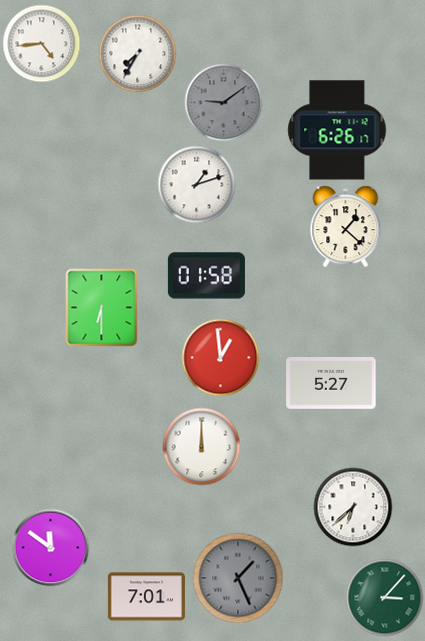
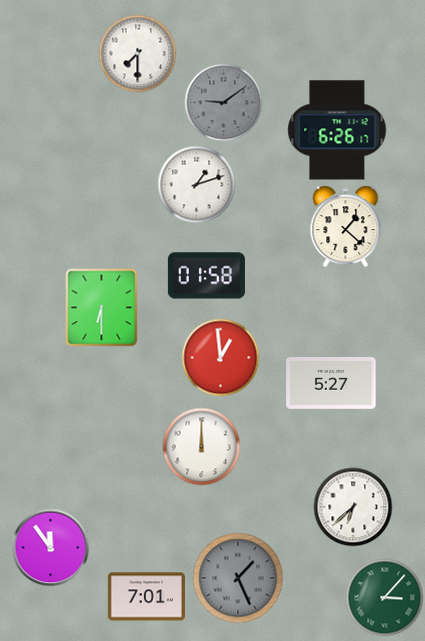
clock at (41, 43): 4:44 -> none
clock at (137, 53): 7:35 -> 7:30
clock at (50, 547): 11:51 -> 11:54
